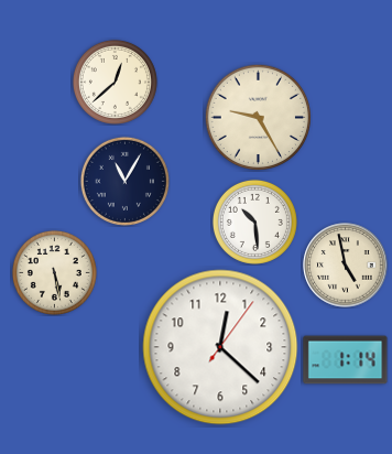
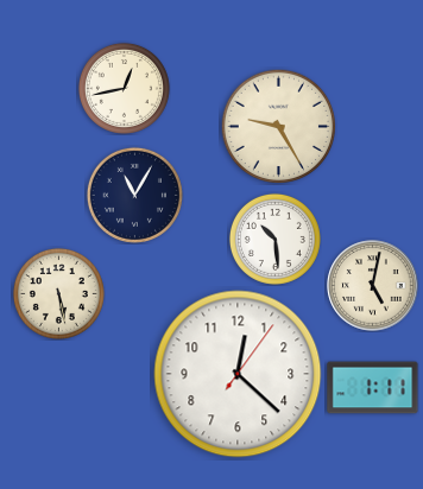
clock at (115, 82): 12:38 -> 12:43
clock at (346, 266): 4:58 -> 5:02
clock at (346, 360): 1:14 -> 1:11
